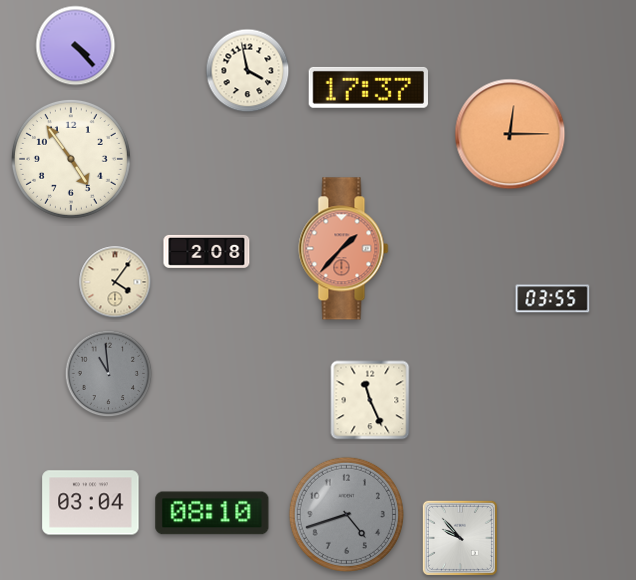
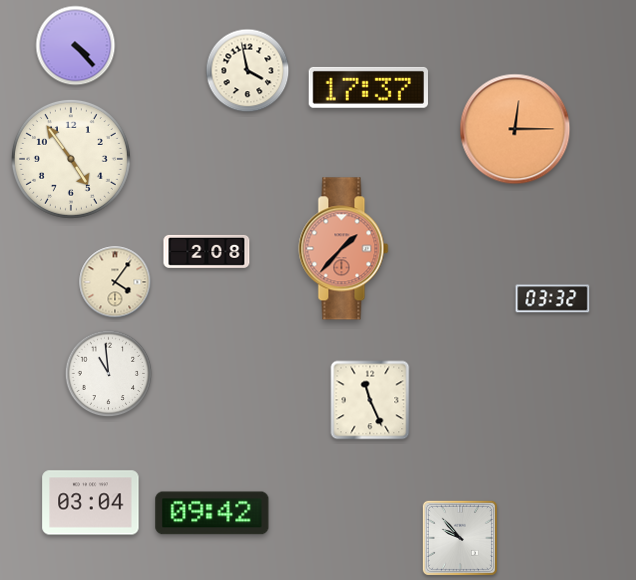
clock at (510, 134) position: (510, 134) -> (515, 129)
clock at (553, 299): 03:55 -> 03:32
clock at (109, 374) dial: grey -> white
clock at (212, 513): 08:10 -> 09:42
clock at (346, 514): 4:42 -> none
